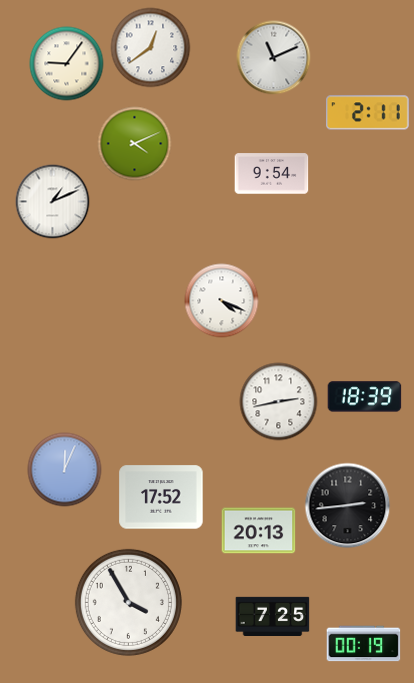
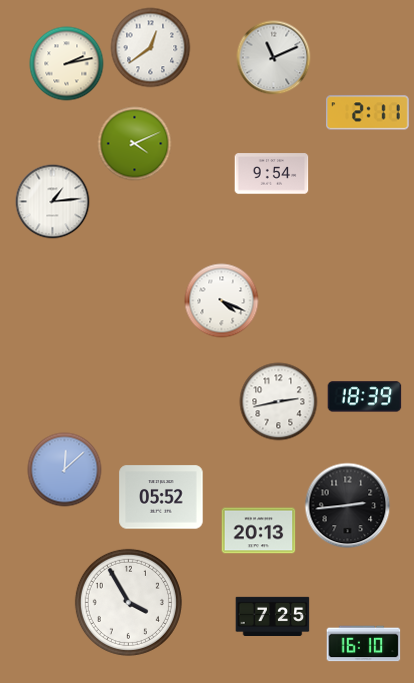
clock at (67, 64): 9:06 -> 2:13
clock at (53, 202): 1:11 -> 1:14
clock at (65, 470): 12:04 -> 12:08
clock at (161, 497): 17:52 -> 05:52
clock at (364, 644): 00:19 -> 16:10
